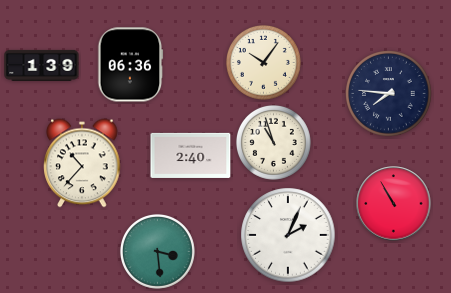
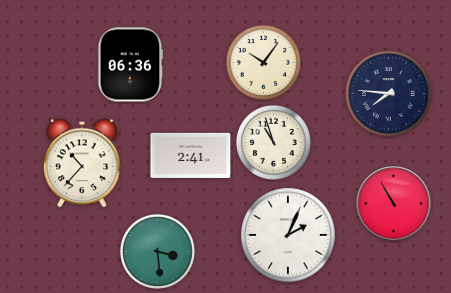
clock at (42, 65): 1:39 -> none
clock at (191, 155): 2:40 -> 2:41
